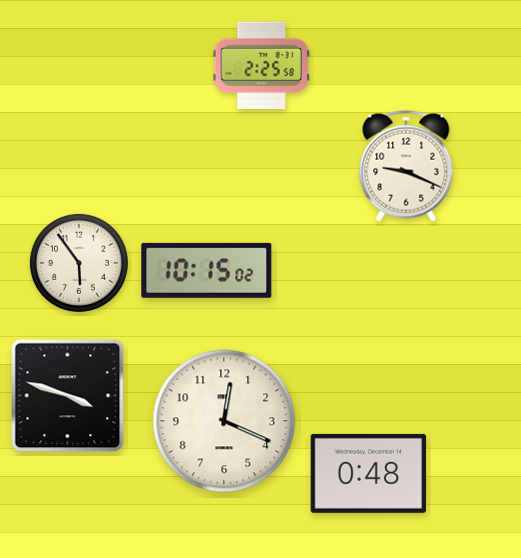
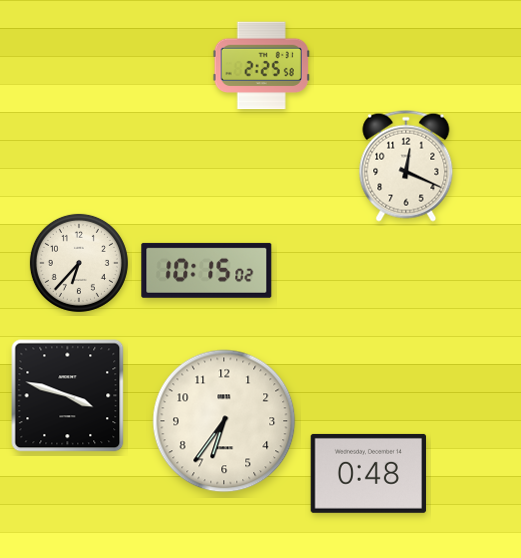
clock at (406, 166): 9:19 -> 12:19
clock at (79, 263): 5:54 -> 6:37
clock at (224, 421): 12:19 -> 6:36
